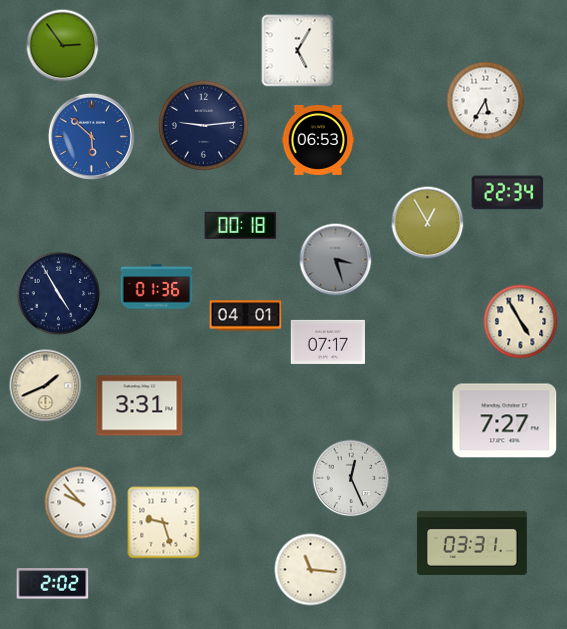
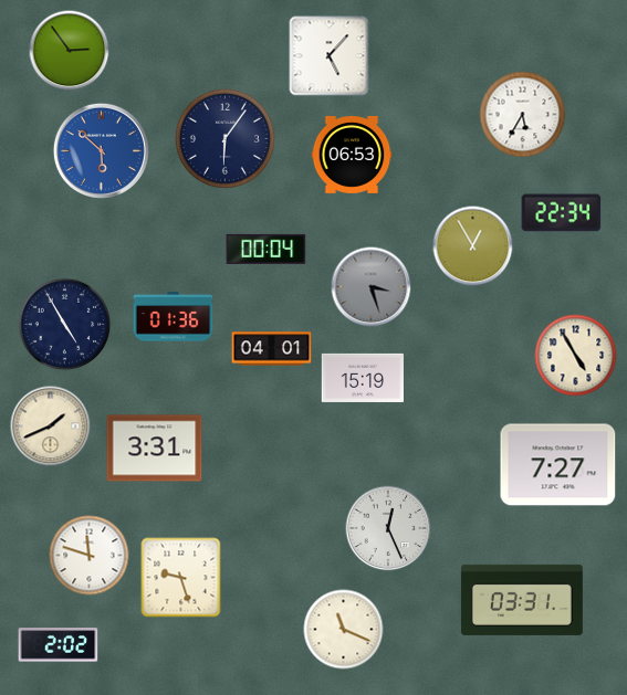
clock at (298, 51): 5:05 -> 5:07
clock at (486, 101) position: (486, 101) -> (523, 115)
clock at (203, 125): 9:14 -> 6:06
clock at (241, 225): 00:18 -> 00:04
clock at (327, 342): 07:17 -> 15:19
clock at (81, 503): 9:53 -> 11:48
clock at (311, 570): 11:16 -> 11:19
